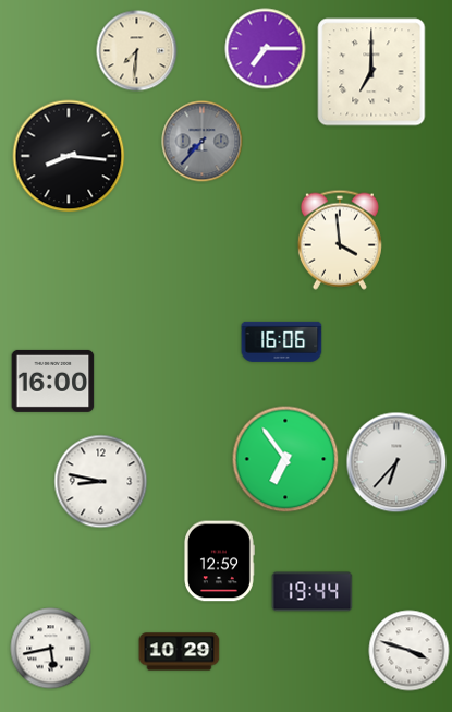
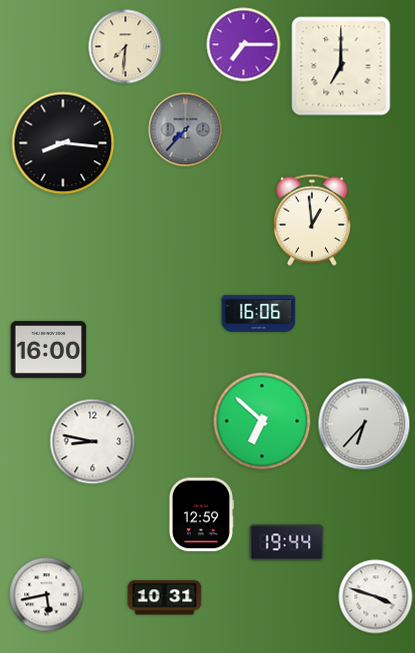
clock at (340, 240): 3:59 -> 12:59
clock at (285, 459): 6:54 -> 6:52
clock at (180, 652): 10:29 -> 10:31
